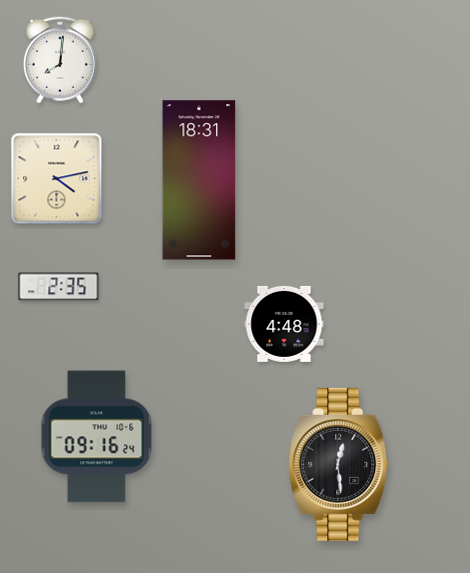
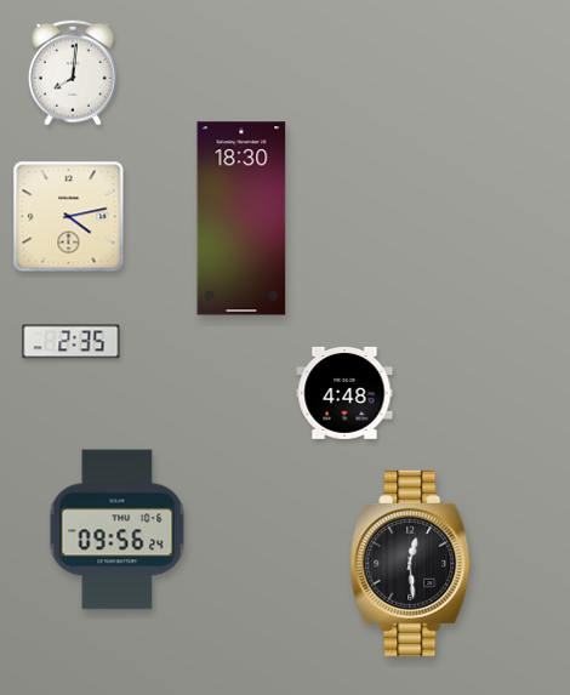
clock at (199, 180): 18:31 -> 18:30
clock at (59, 287) position: (59, 287) -> (72, 342)
clock at (97, 437): 09:16 -> 09:56
